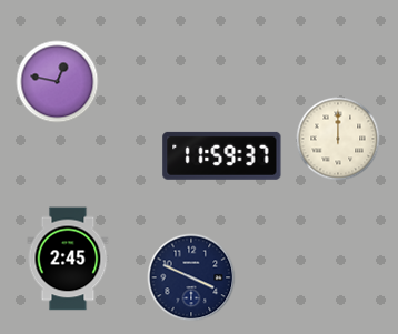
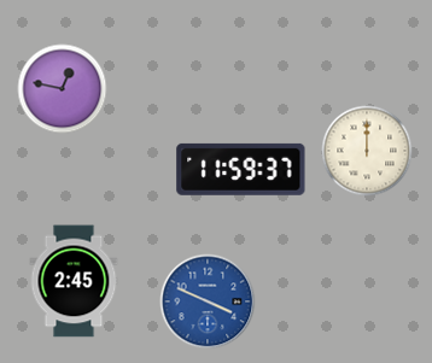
clock at (191, 277) dial: navy -> blue
